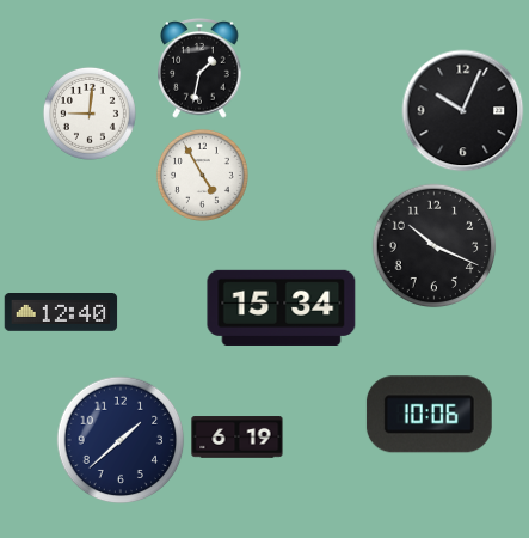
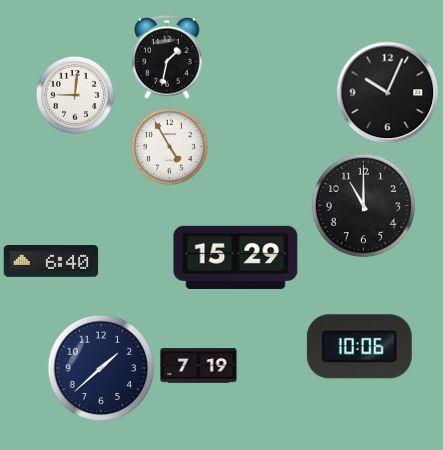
clock at (435, 246): 10:19 -> 11:00
clock at (282, 307): 15:34 -> 15:29
clock at (61, 313): 12:40 -> 6:40
clock at (238, 438): 6:19 -> 7:19
